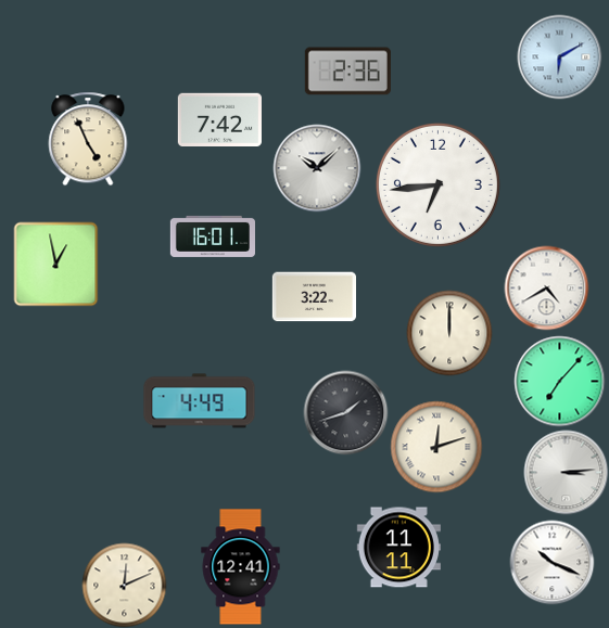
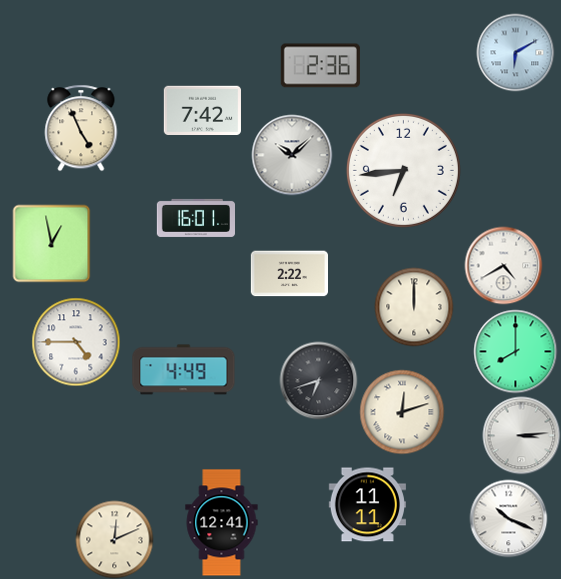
clock at (314, 297): 3:22 -> 2:22
clock at (76, 342): none -> 4:45
clock at (559, 381): 7:07 -> 8:00
clock at (345, 412): 1:42 -> 6:42
